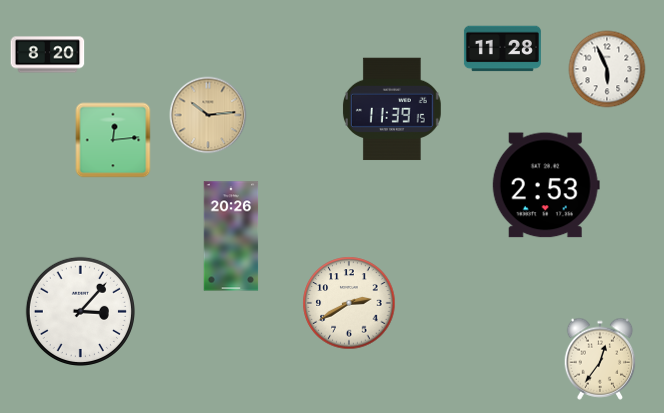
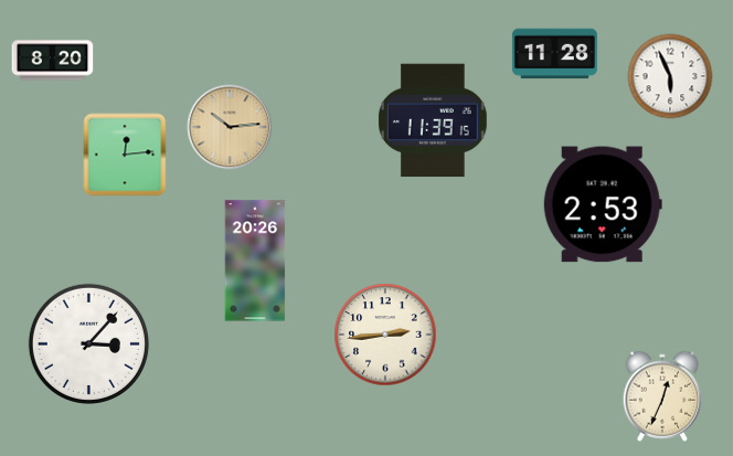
clock at (349, 303): 2:40 -> 2:44
clock at (600, 359): 12:36 -> 12:34
